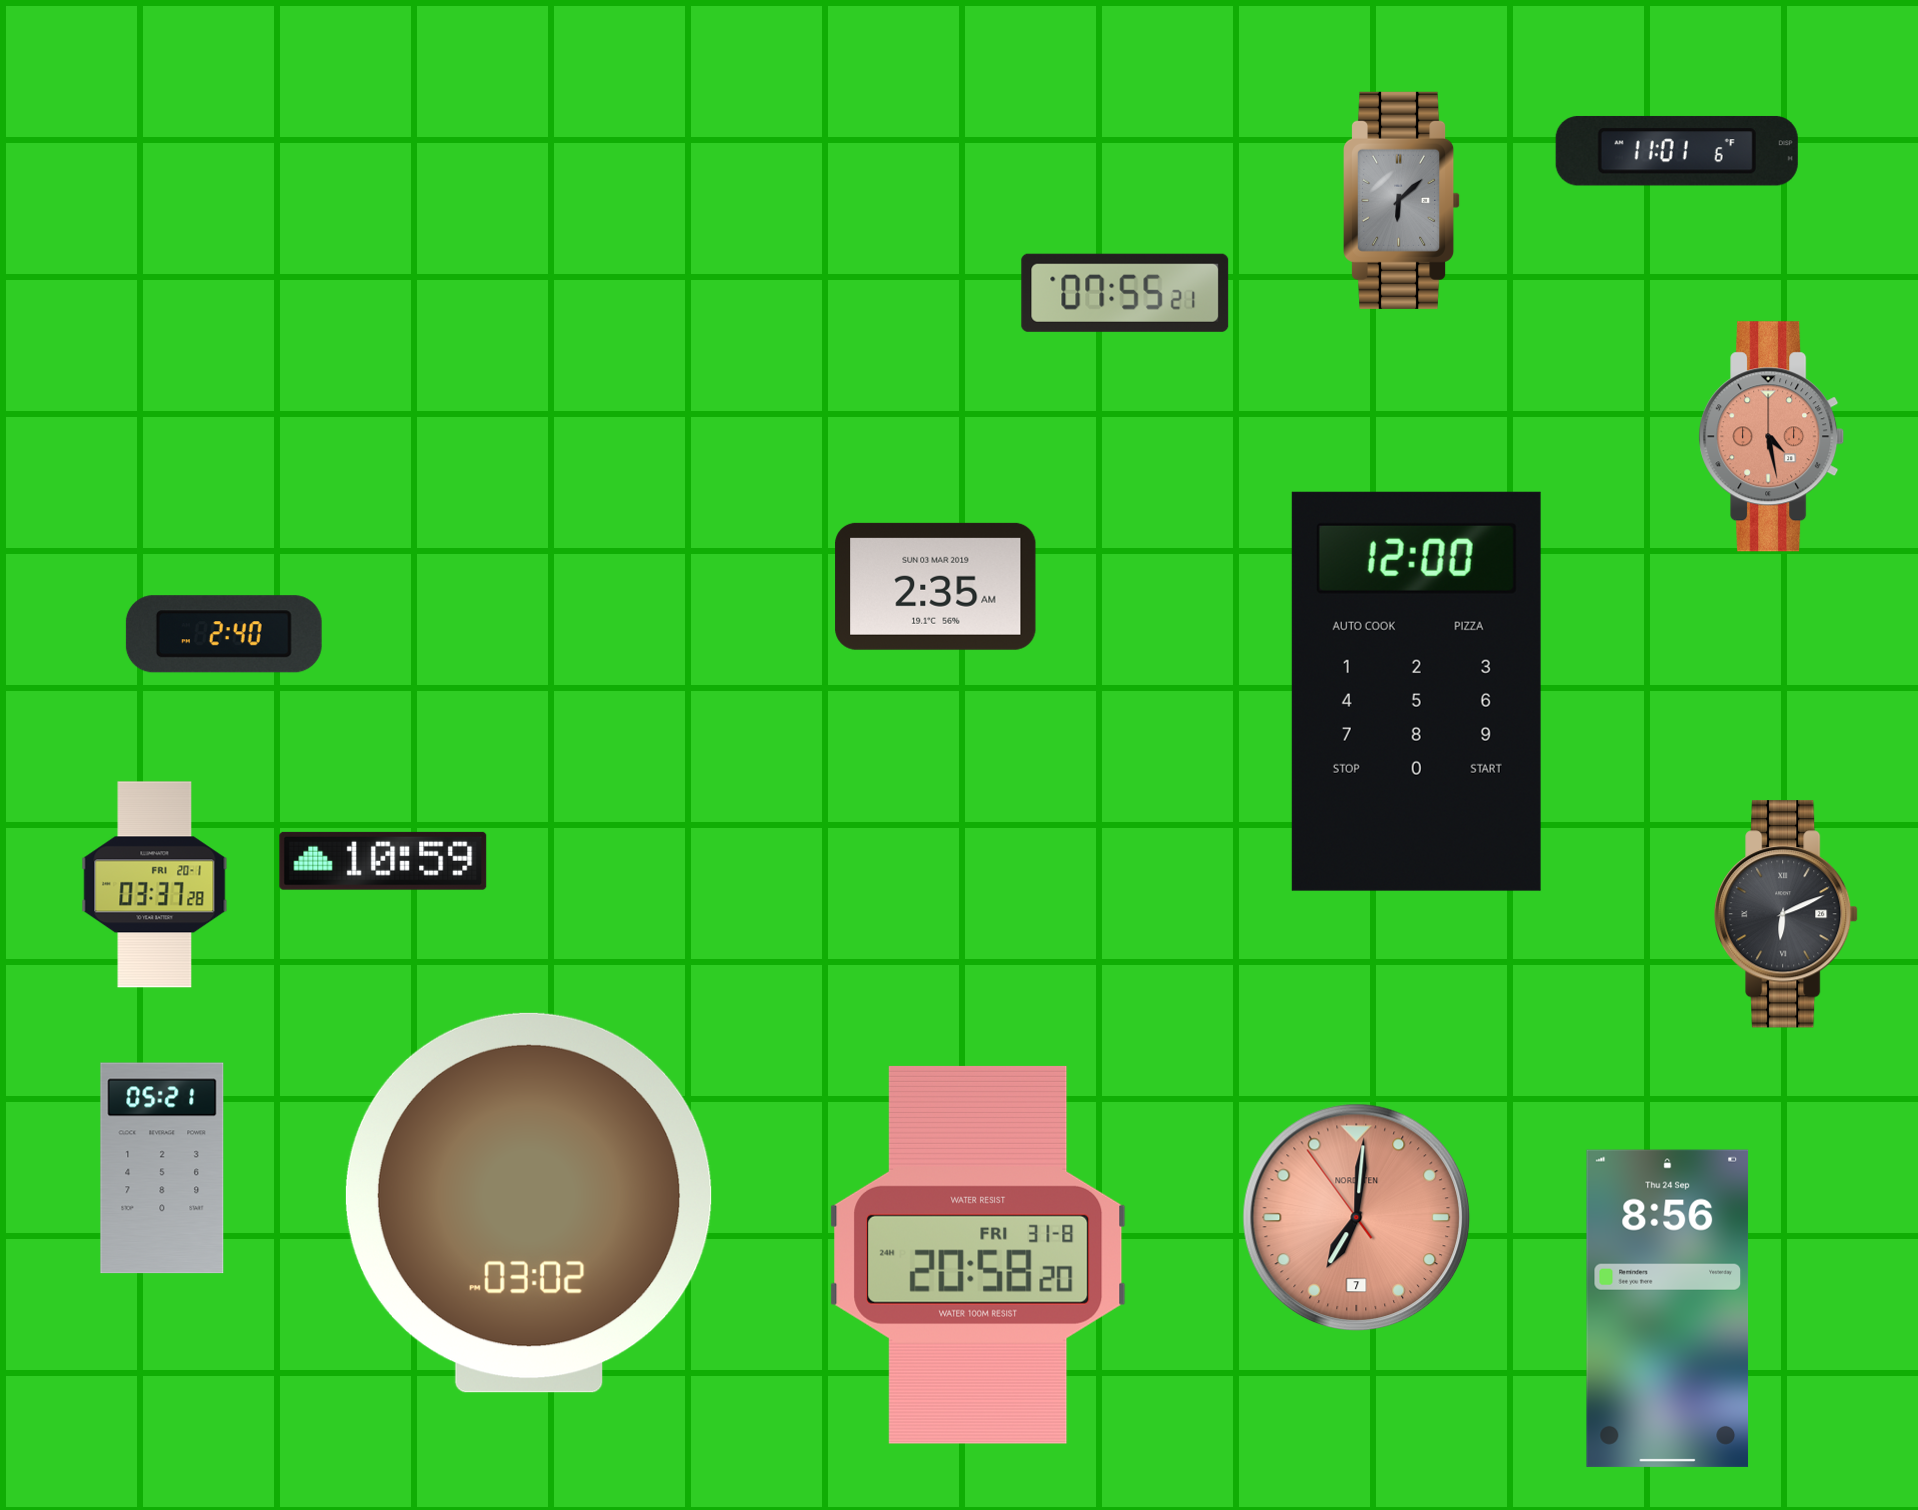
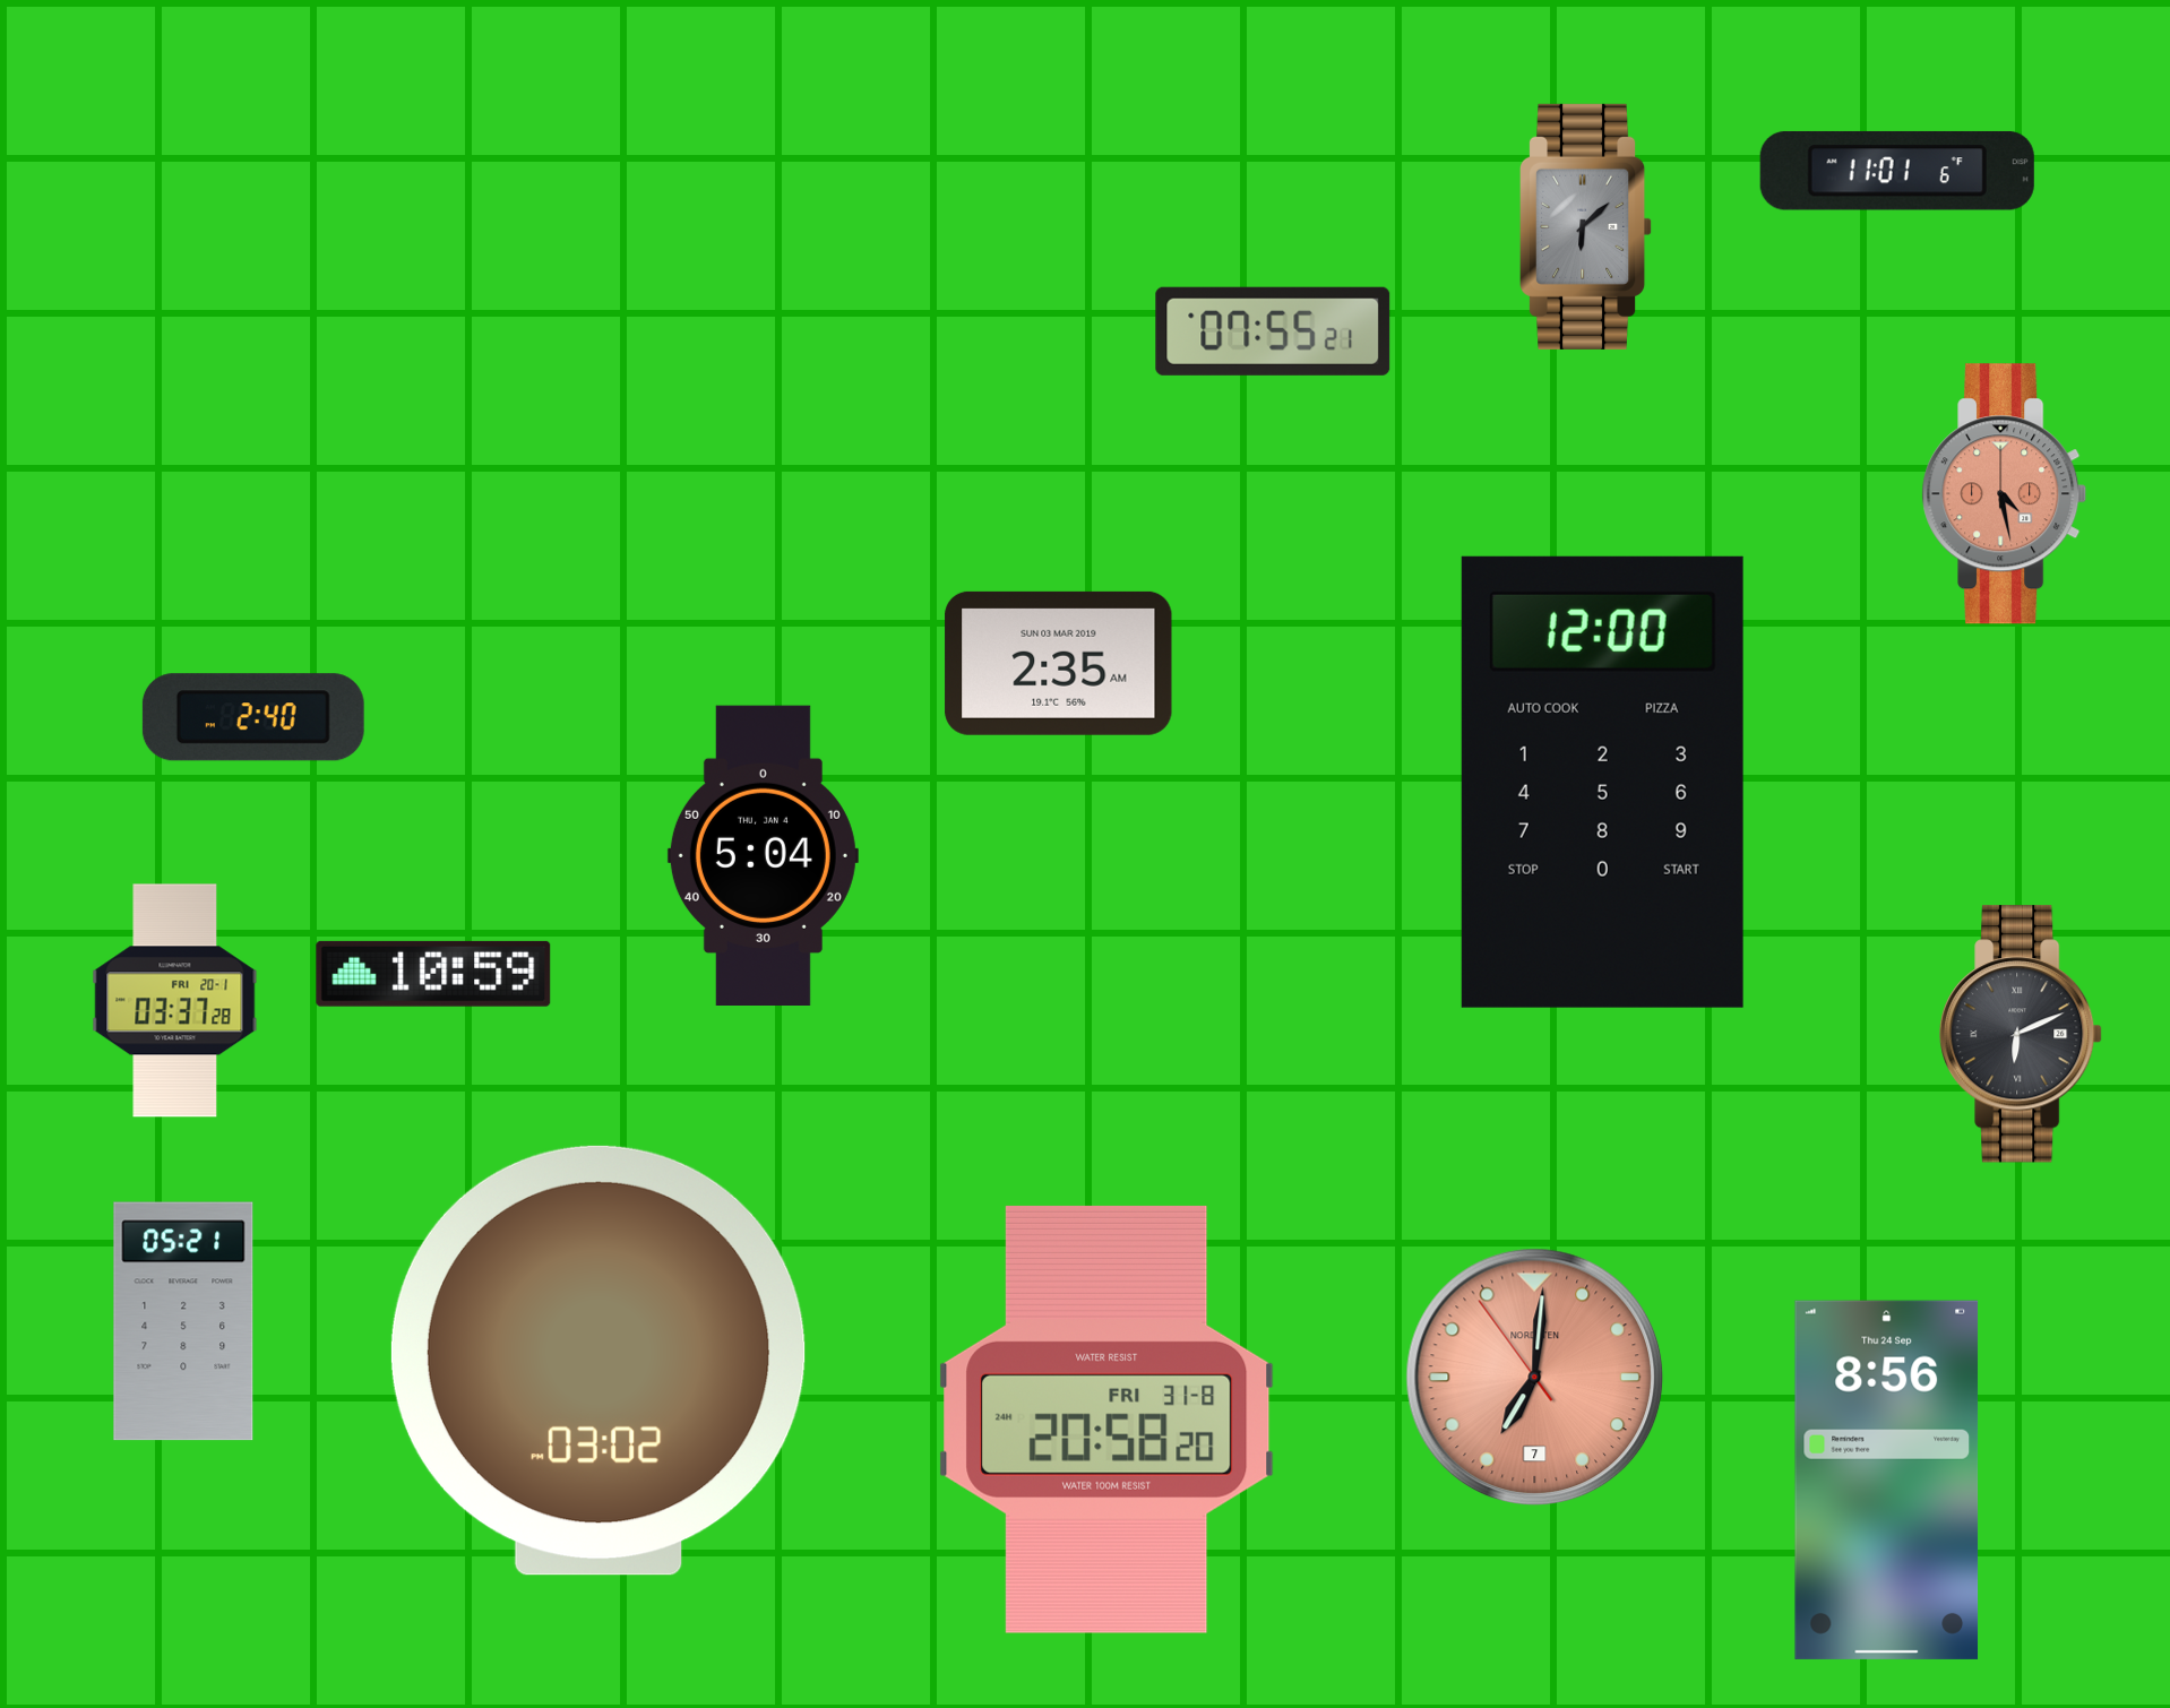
clock at (763, 855): none -> 5:04
